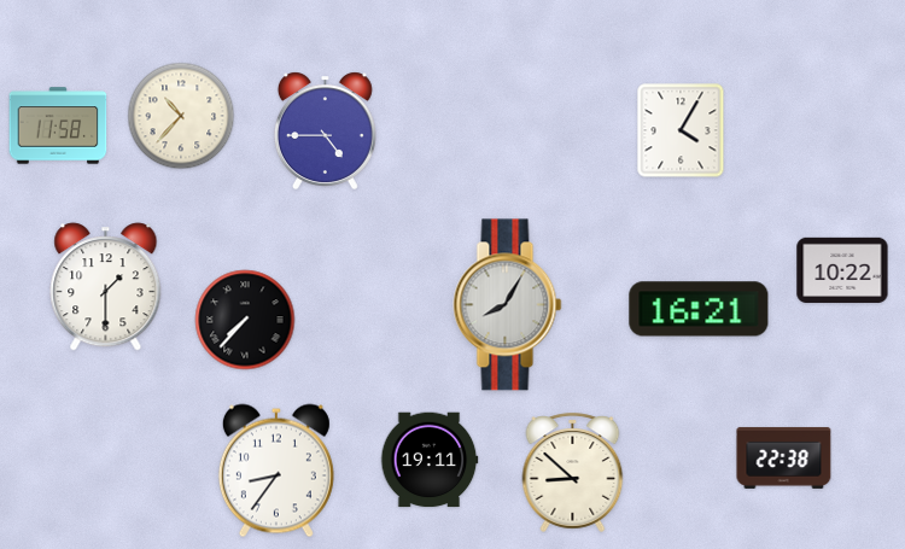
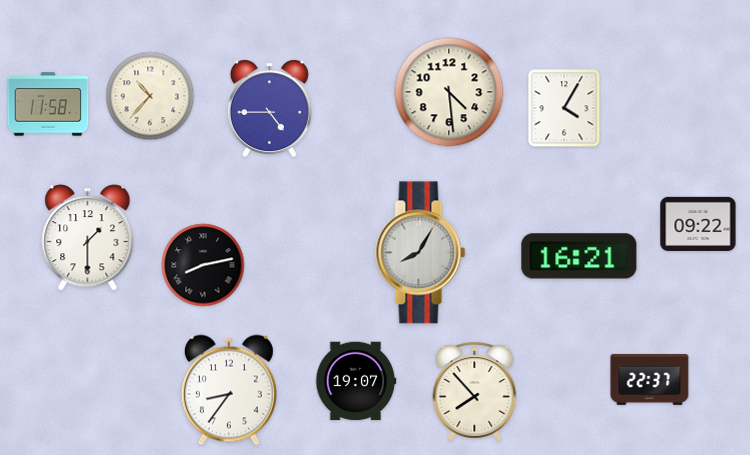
clock at (449, 92): none -> 4:29
clock at (842, 270): 10:22 -> 09:22
clock at (245, 320): 7:37 -> 8:13
clock at (784, 457): 22:38 -> 22:37
clock at (430, 460): 19:11 -> 19:07
clock at (573, 472): 8:52 -> 7:53
